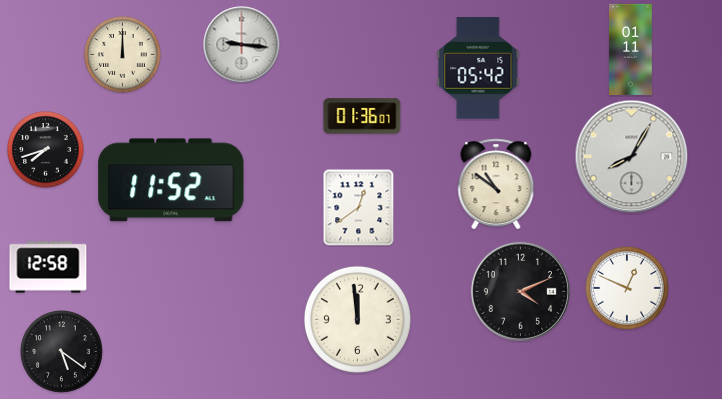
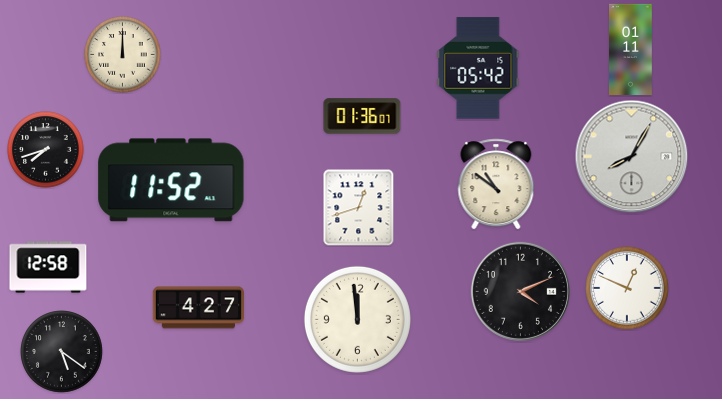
clock at (242, 45): 9:16 -> none
clock at (359, 207): 12:39 -> 12:42
clock at (198, 308): none -> 4:27
